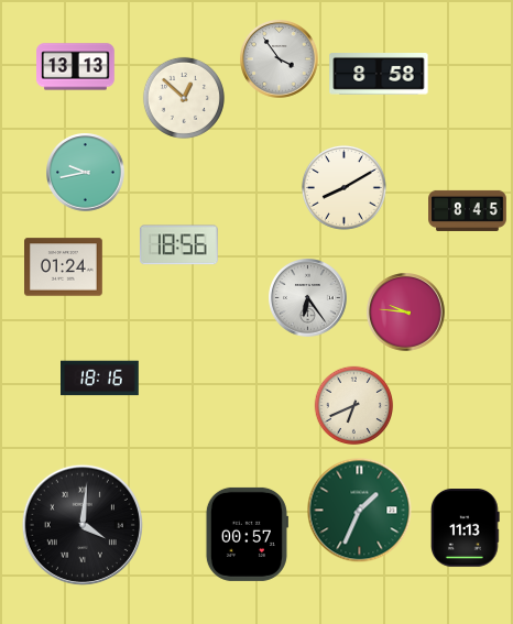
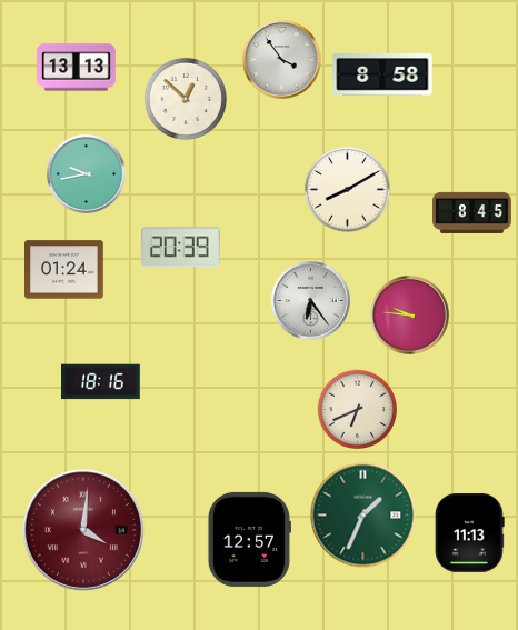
clock at (178, 245): 18:56 -> 20:39
clock at (83, 525) dial: black -> burgundy
clock at (247, 534): 00:57 -> 12:57
